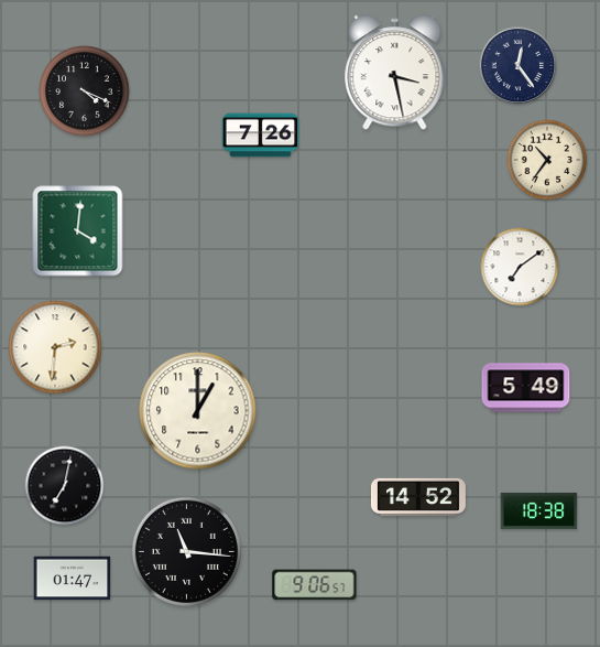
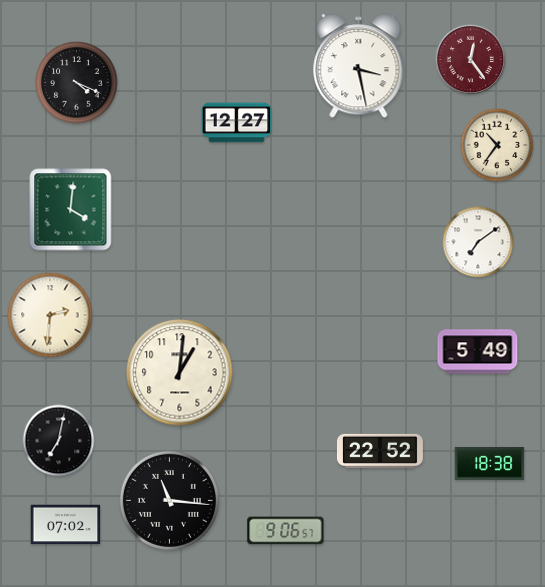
clock at (519, 66) dial: navy -> burgundy
clock at (261, 136): 7:26 -> 12:27
clock at (520, 267) position: (520, 267) -> (478, 242)
clock at (198, 411): 1:00 -> 1:01
clock at (418, 497): 14:52 -> 22:52
clock at (73, 579): 01:47 -> 07:02
